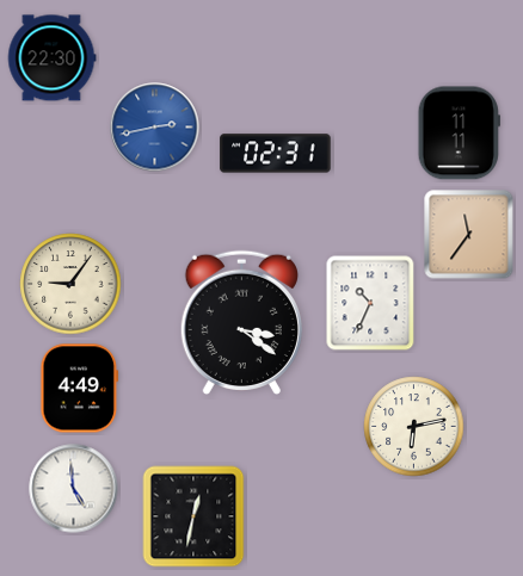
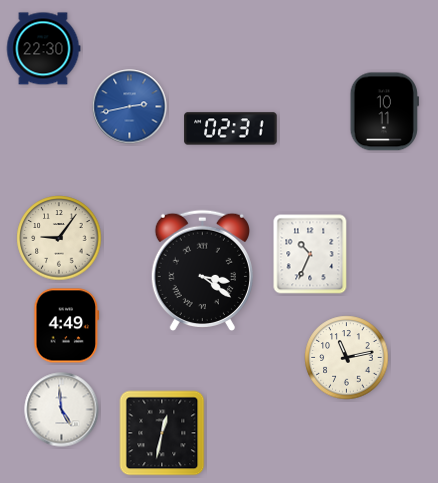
clock at (459, 134): 11:11 -> 10:11
clock at (469, 235): 11:36 -> none
clock at (414, 427): 6:13 -> 11:13
